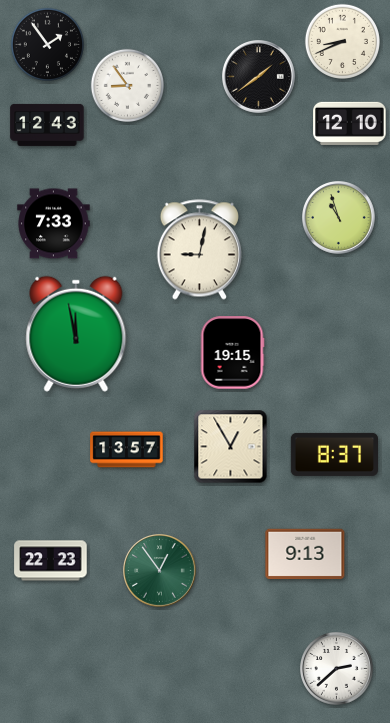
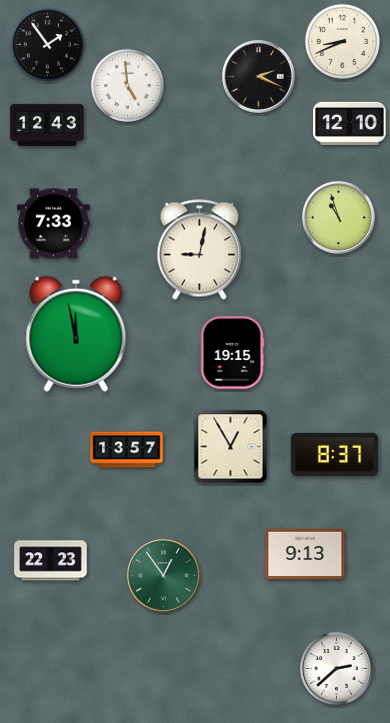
clock at (259, 77): 1:39 -> 2:19
clock at (127, 85): 8:54 -> 4:59
clock at (160, 571) position: (160, 571) -> (164, 576)
